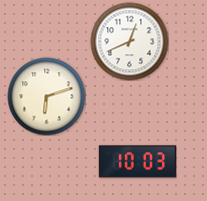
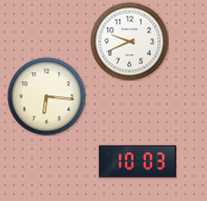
clock at (129, 41): 12:41 -> 9:41
clock at (46, 96): 6:12 -> 6:16
